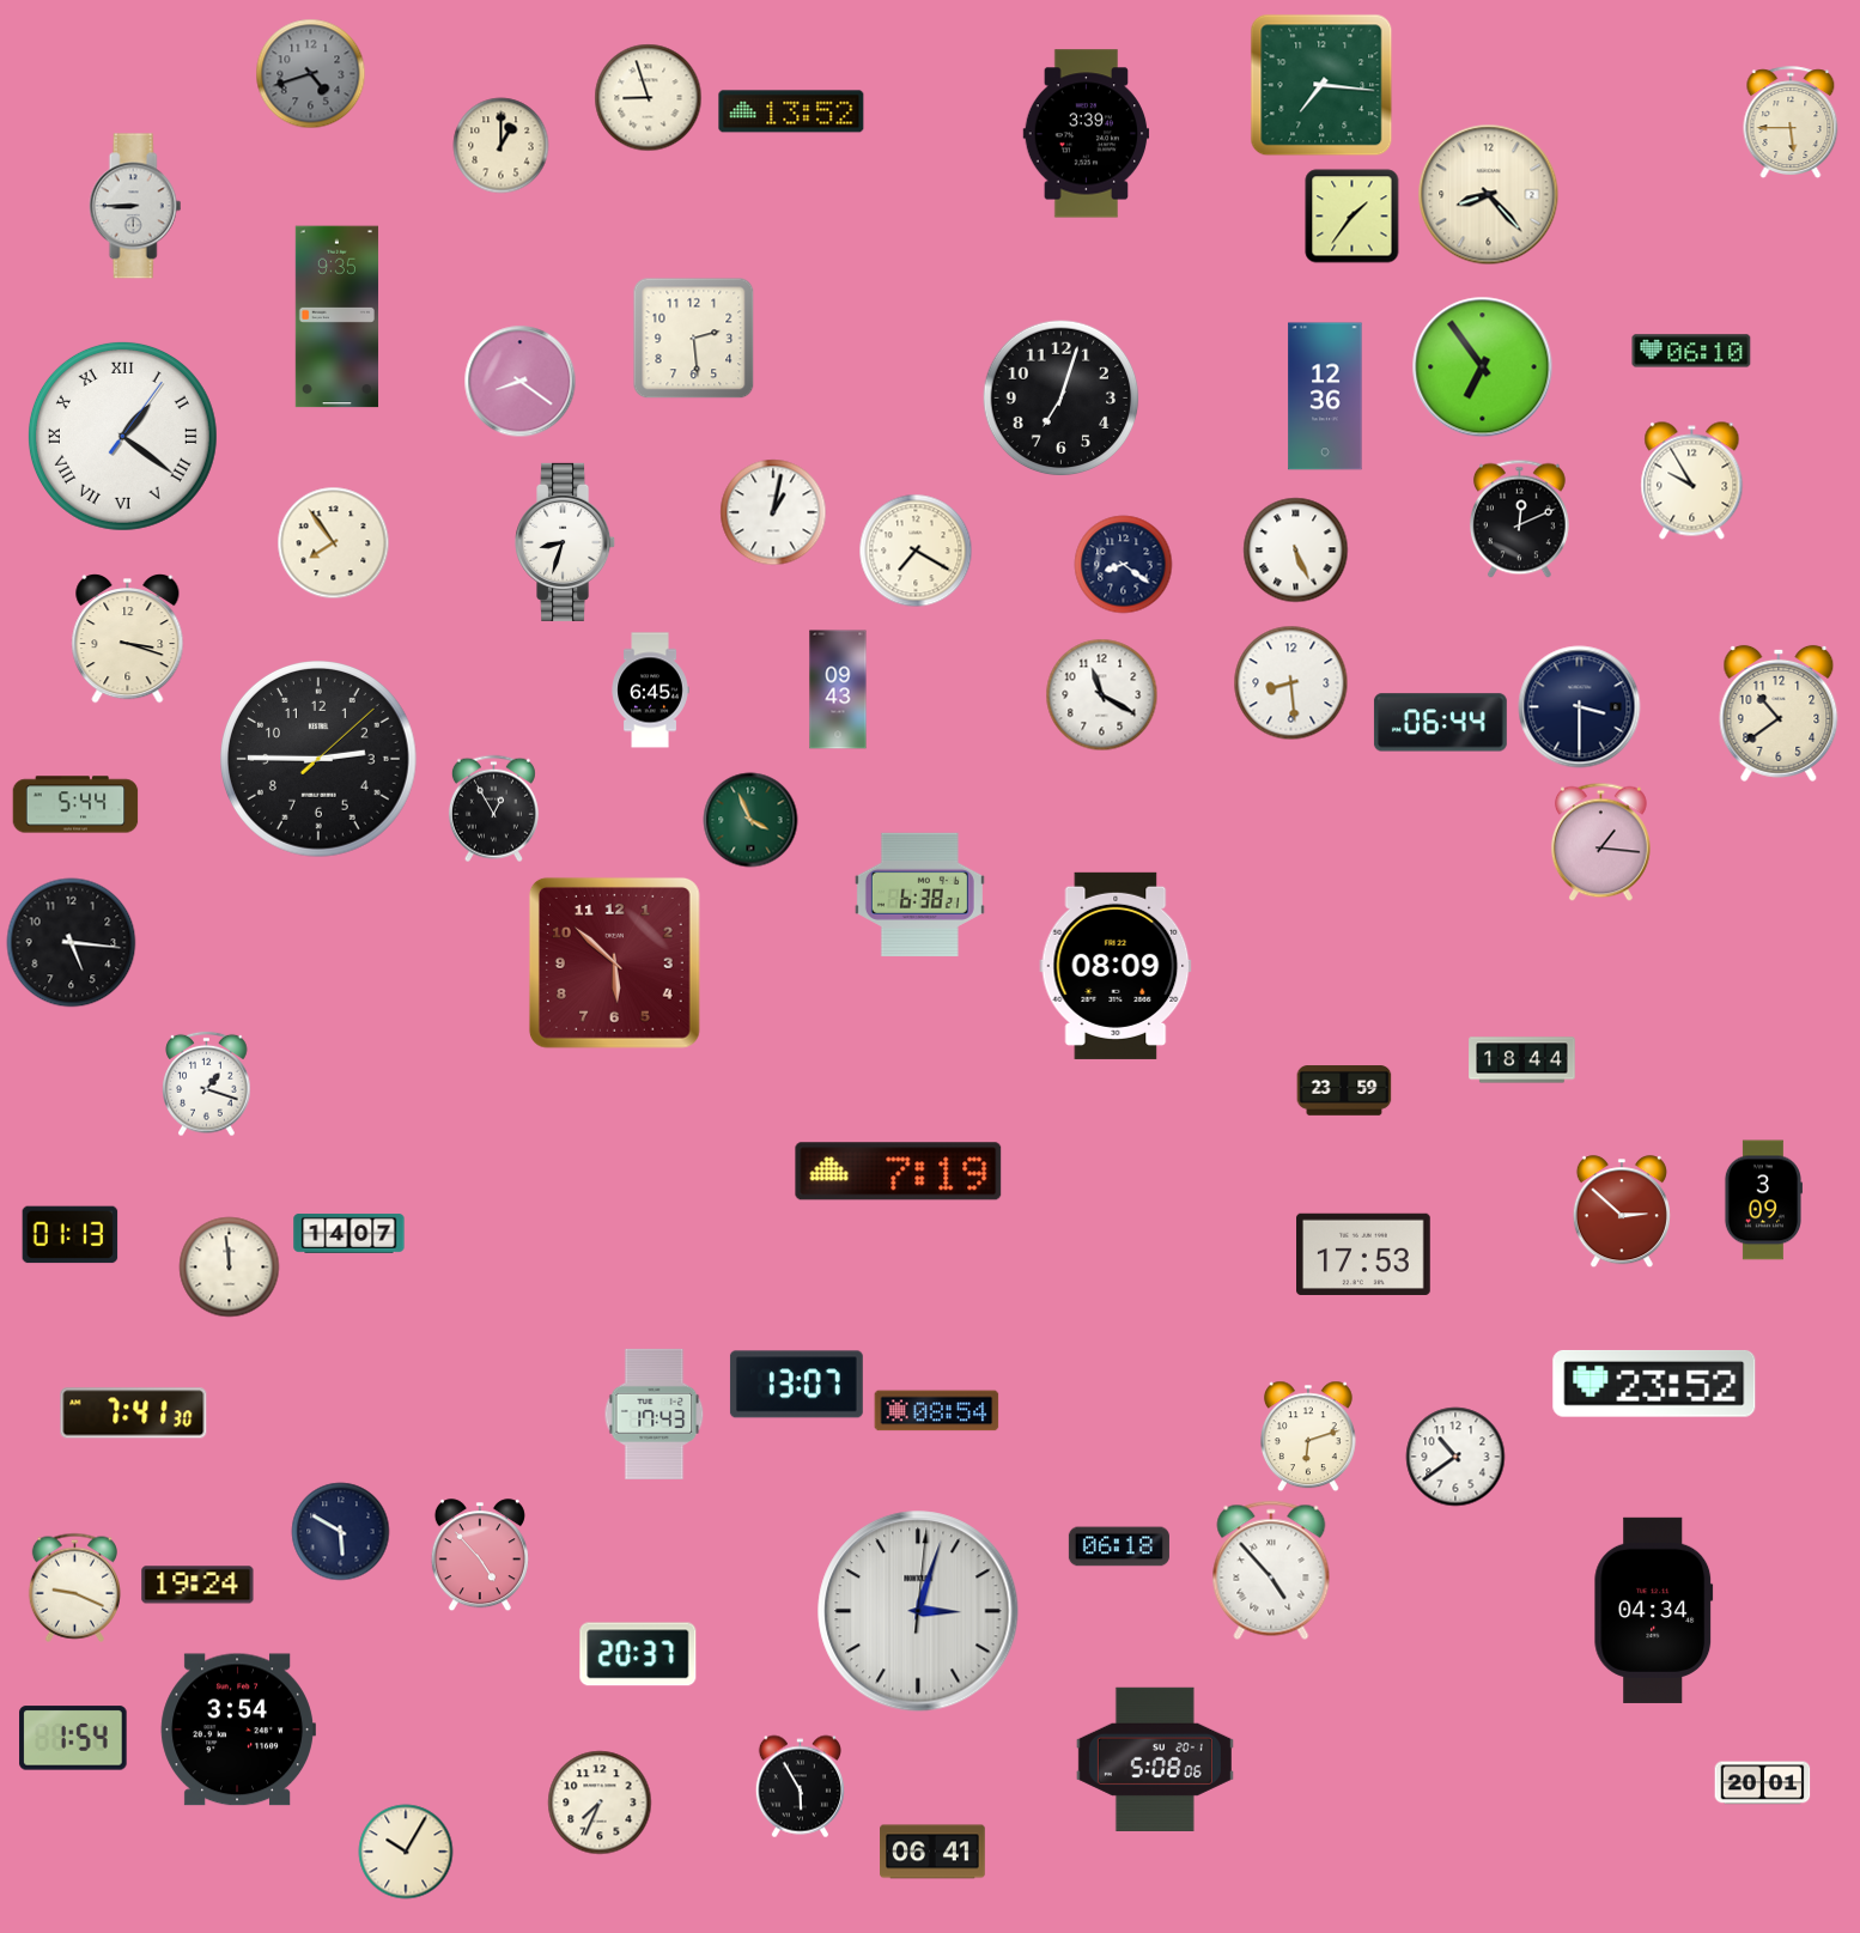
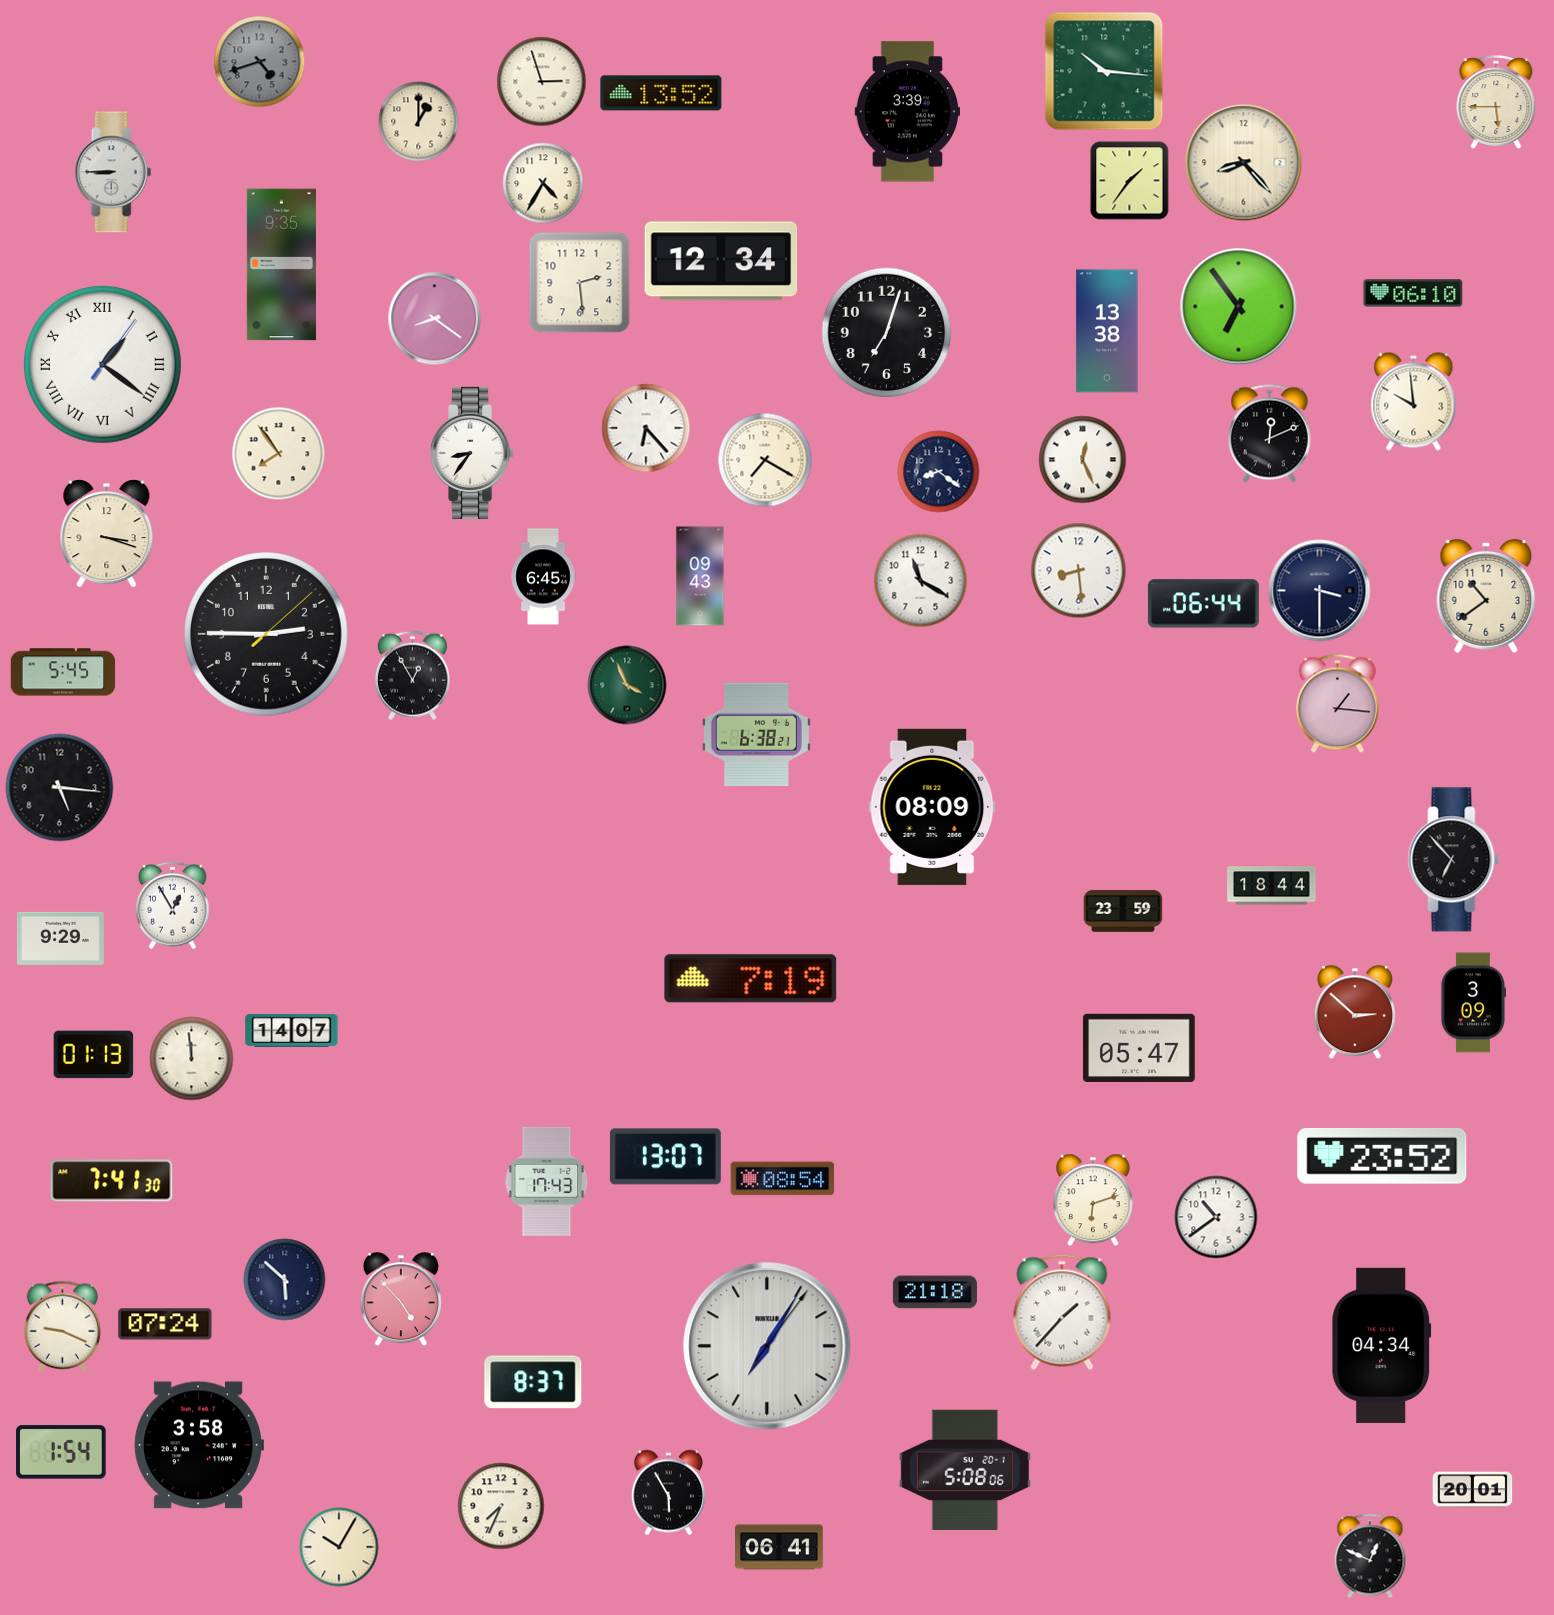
clock at (1321, 85): 7:16 -> 10:16
clock at (649, 98): 8:57 -> 2:57
clock at (543, 183): none -> 4:35
clock at (721, 261): none -> 12:34
clock at (1325, 396): 12:36 -> 13:38
clock at (1692, 481): 9:55 -> 9:59
clock at (773, 512): 1:02 -> 6:23
clock at (566, 542): 8:33 -> 8:36
clock at (1296, 551): 5:26 -> 12:26
clock at (75, 804): 5:44 -> 5:45
clock at (919, 894) position: (919, 894) -> (756, 734)
clock at (614, 962): 5:52 -> none
clock at (1454, 860): none -> 6:53
clock at (207, 1084): 1:18 -> 12:55
clock at (61, 938): none -> 9:29
clock at (71, 1235) position: (71, 1235) -> (94, 1055)
clock at (1364, 1253): 17:53 -> 05:47
clock at (341, 1532): 5:50 -> 5:52
clock at (1119, 1546): 06:18 -> 21:18
clock at (1271, 1570): 4:53 -> 1:37
clock at (197, 1585): 19:24 -> 07:24
clock at (918, 1611): 3:03 -> 7:05
clock at (638, 1654): 20:37 -> 8:37
clock at (238, 1730): 3:54 -> 3:58
clock at (1370, 1556): none -> 12:49
